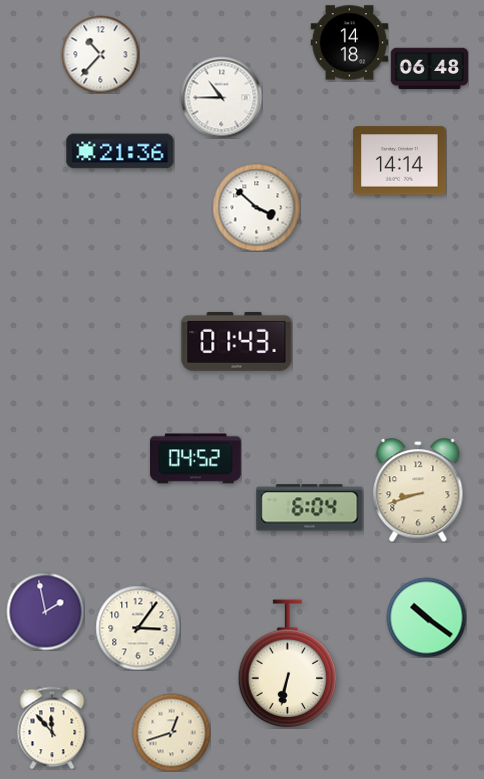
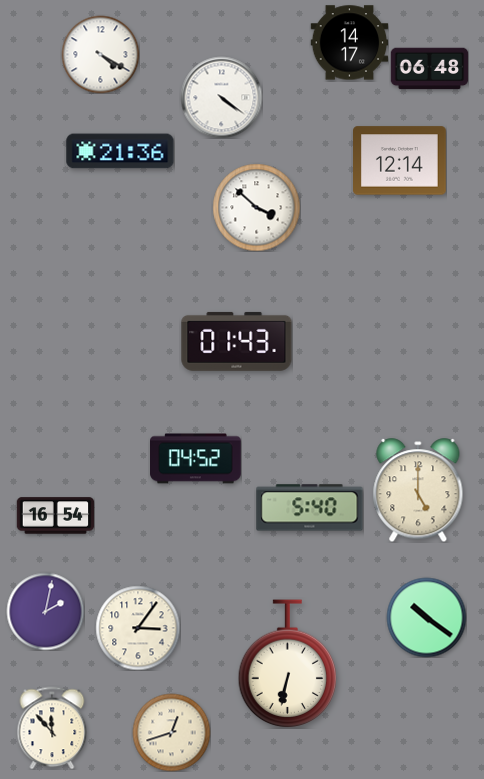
clock at (349, 43): 14:18 -> 14:17
clock at (100, 54): 10:37 -> 4:20
clock at (221, 97): 10:45 -> 4:21
clock at (400, 161): 14:14 -> 12:14
clock at (418, 490): 8:42 -> 5:00
clock at (310, 508): 6:04 -> 5:40
clock at (55, 516): none -> 16:54
clock at (45, 611): 1:58 -> 2:02
